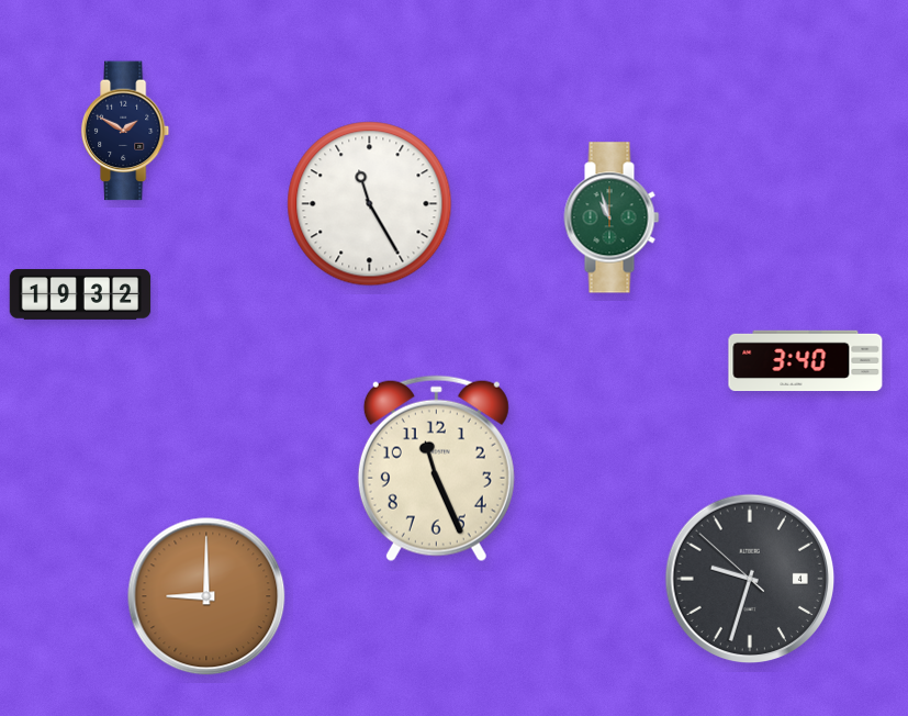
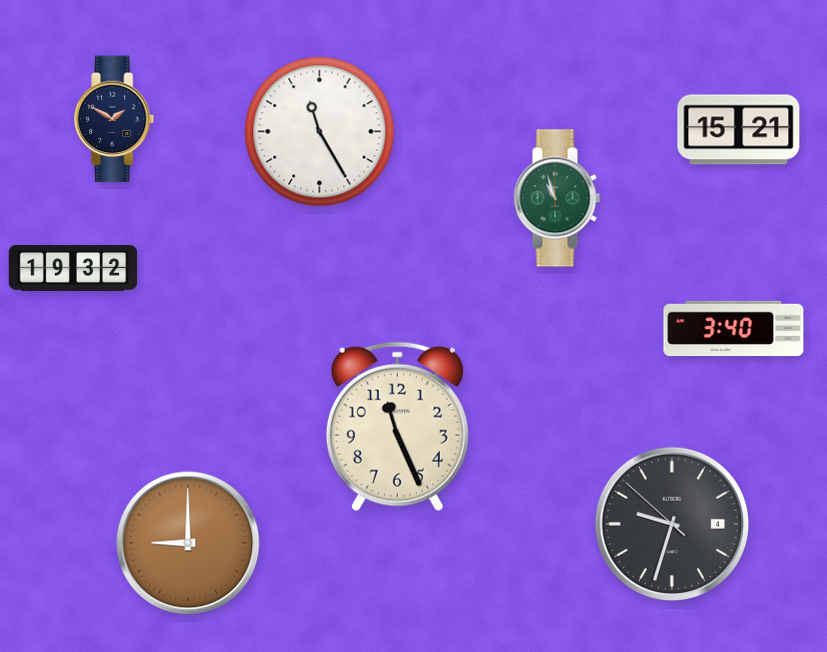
clock at (739, 130): none -> 15:21
clock at (370, 204) position: (370, 204) -> (320, 132)
clock at (750, 579) position: (750, 579) -> (672, 524)
